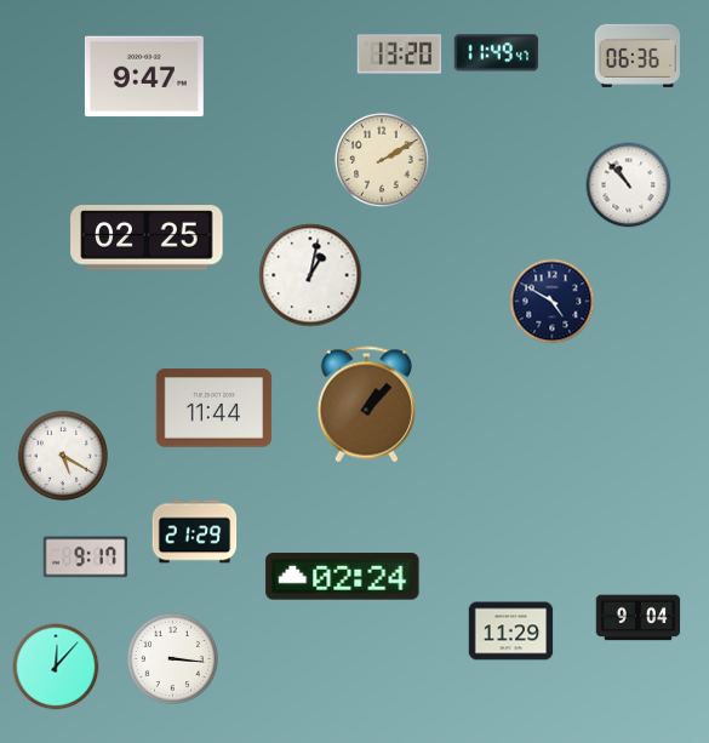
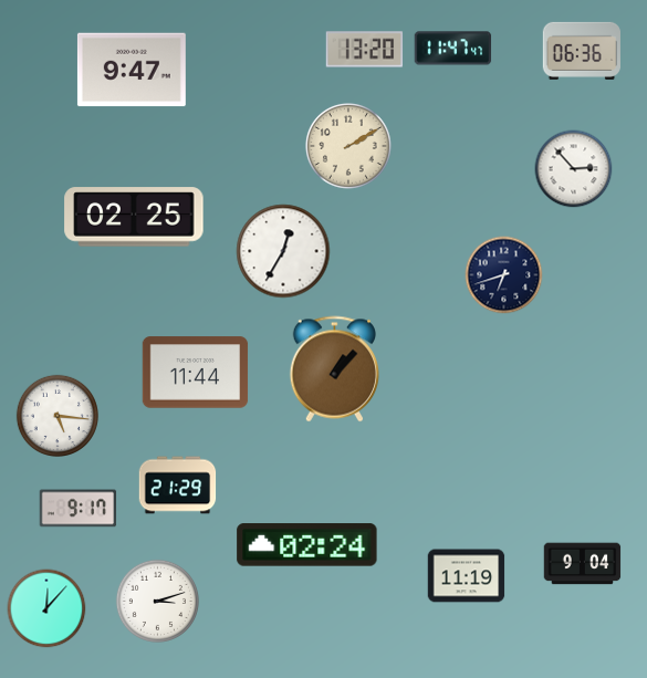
clock at (497, 53): 11:49 -> 11:47
clock at (629, 185): 10:53 -> 2:53
clock at (310, 275): 1:02 -> 12:35
clock at (553, 302): 4:50 -> 6:42
clock at (63, 456): 5:20 -> 5:16
clock at (343, 577) position: (343, 577) -> (307, 545)
clock at (511, 631): 11:29 -> 11:19
clock at (172, 658): 3:16 -> 3:12
clock at (56, 667) position: (56, 667) -> (46, 608)
